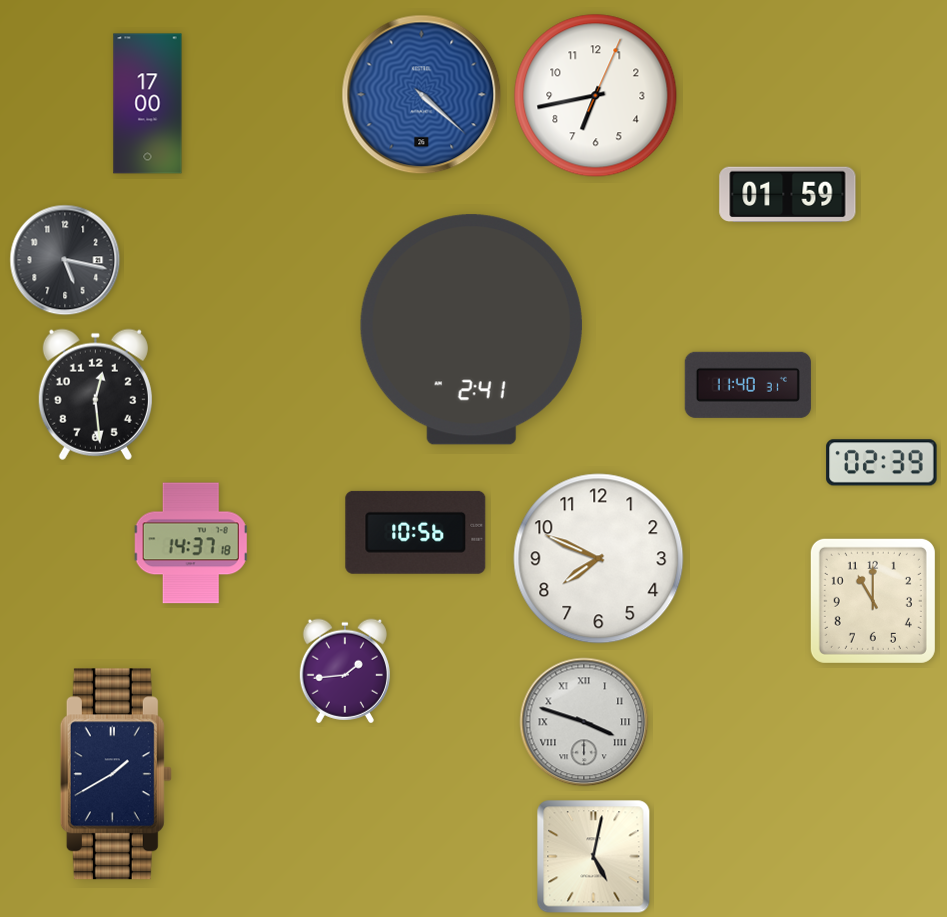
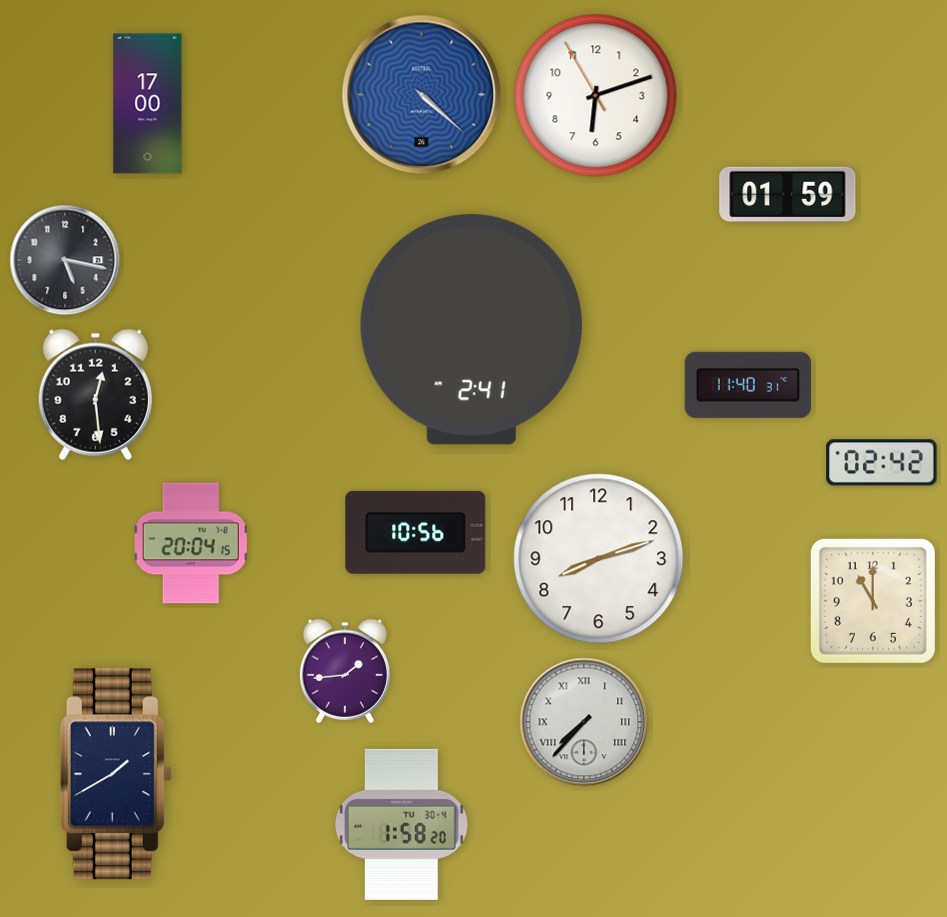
clock at (596, 96): 6:43 -> 6:11
clock at (882, 463): 02:39 -> 02:42
clock at (191, 543): 14:37 -> 20:04
clock at (599, 559): 7:49 -> 8:12
clock at (584, 722): 3:48 -> 7:37
clock at (402, 824): none -> 1:58
clock at (594, 857): 5:02 -> none
